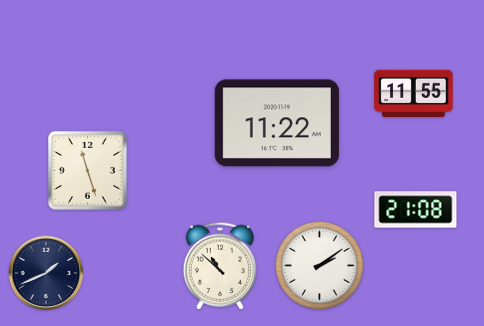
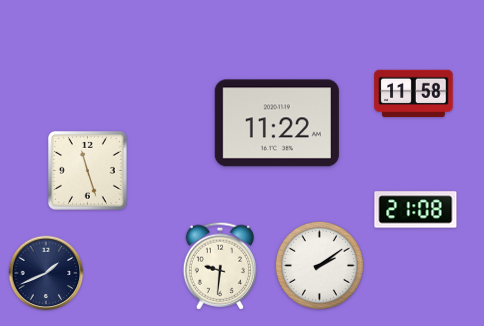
clock at (414, 94): 11:55 -> 11:58
clock at (219, 266): 10:52 -> 9:31
